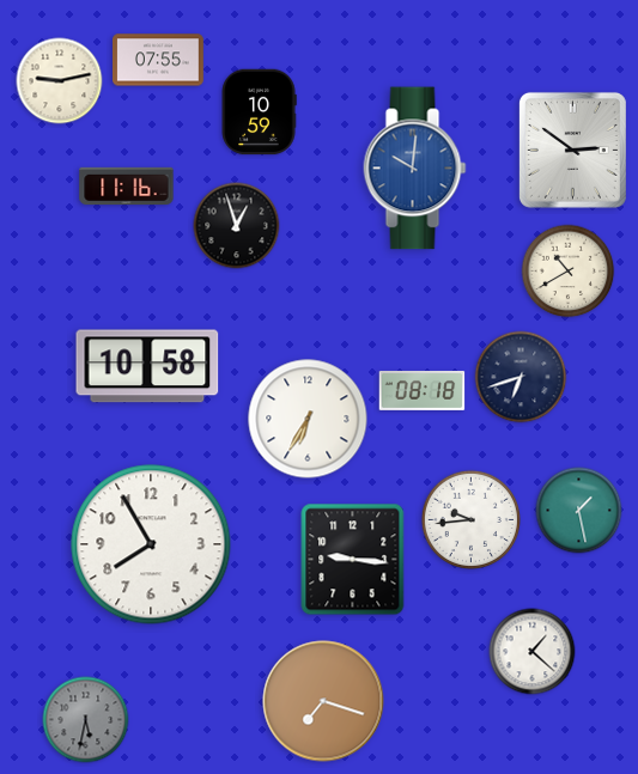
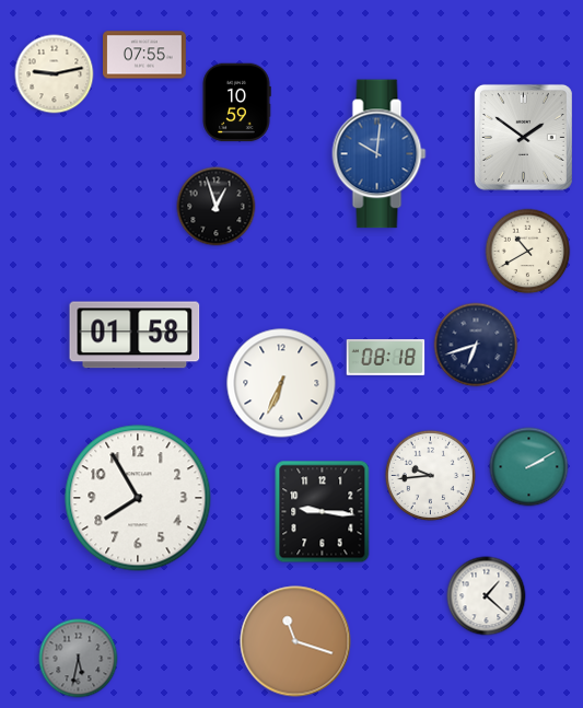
clock at (572, 150): 2:51 -> 1:51
clock at (127, 187): 11:16 -> none
clock at (569, 272) position: (569, 272) -> (528, 252)
clock at (147, 366): 10:58 -> 01:58
clock at (308, 419): 6:35 -> 6:34
clock at (579, 511): 1:28 -> 2:10
clock at (323, 701): 7:18 -> 11:18
